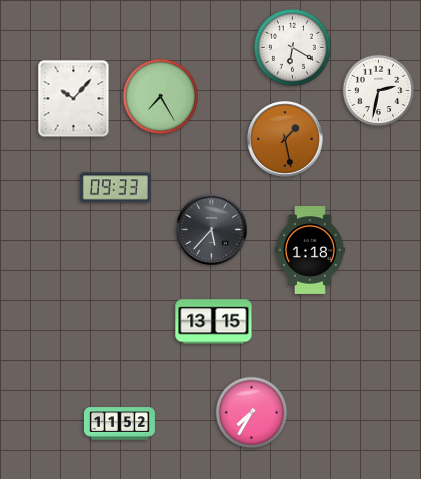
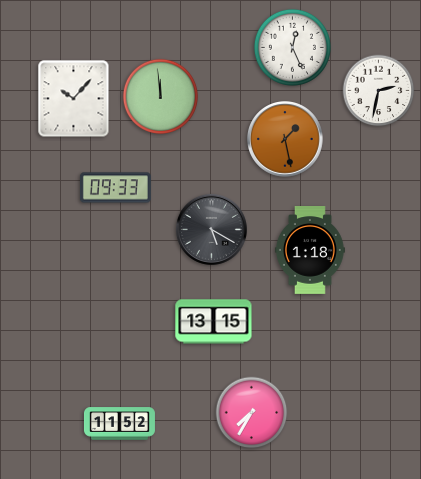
clock at (292, 47): 6:20 -> 12:26
clock at (160, 96): 7:25 -> 11:59
clock at (211, 229): 5:37 -> 5:20
